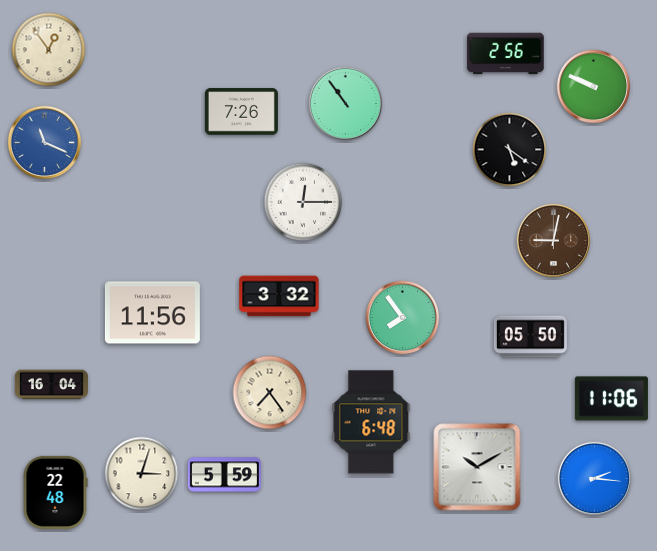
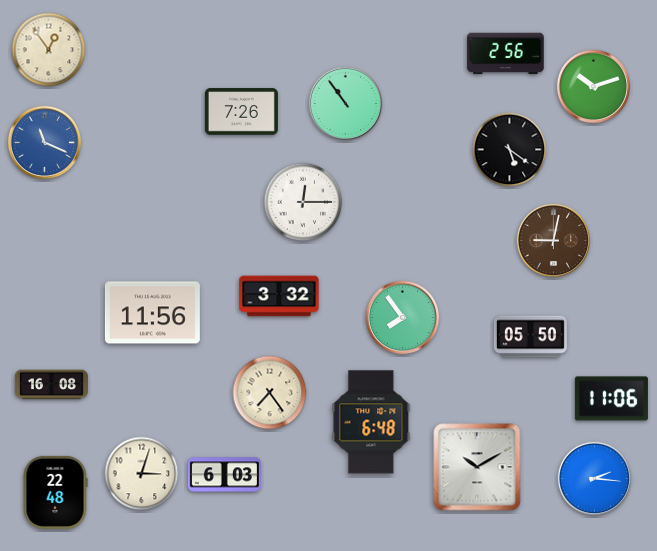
clock at (593, 86): 9:49 -> 10:12
clock at (51, 385): 16:04 -> 16:08
clock at (224, 475): 5:59 -> 6:03
